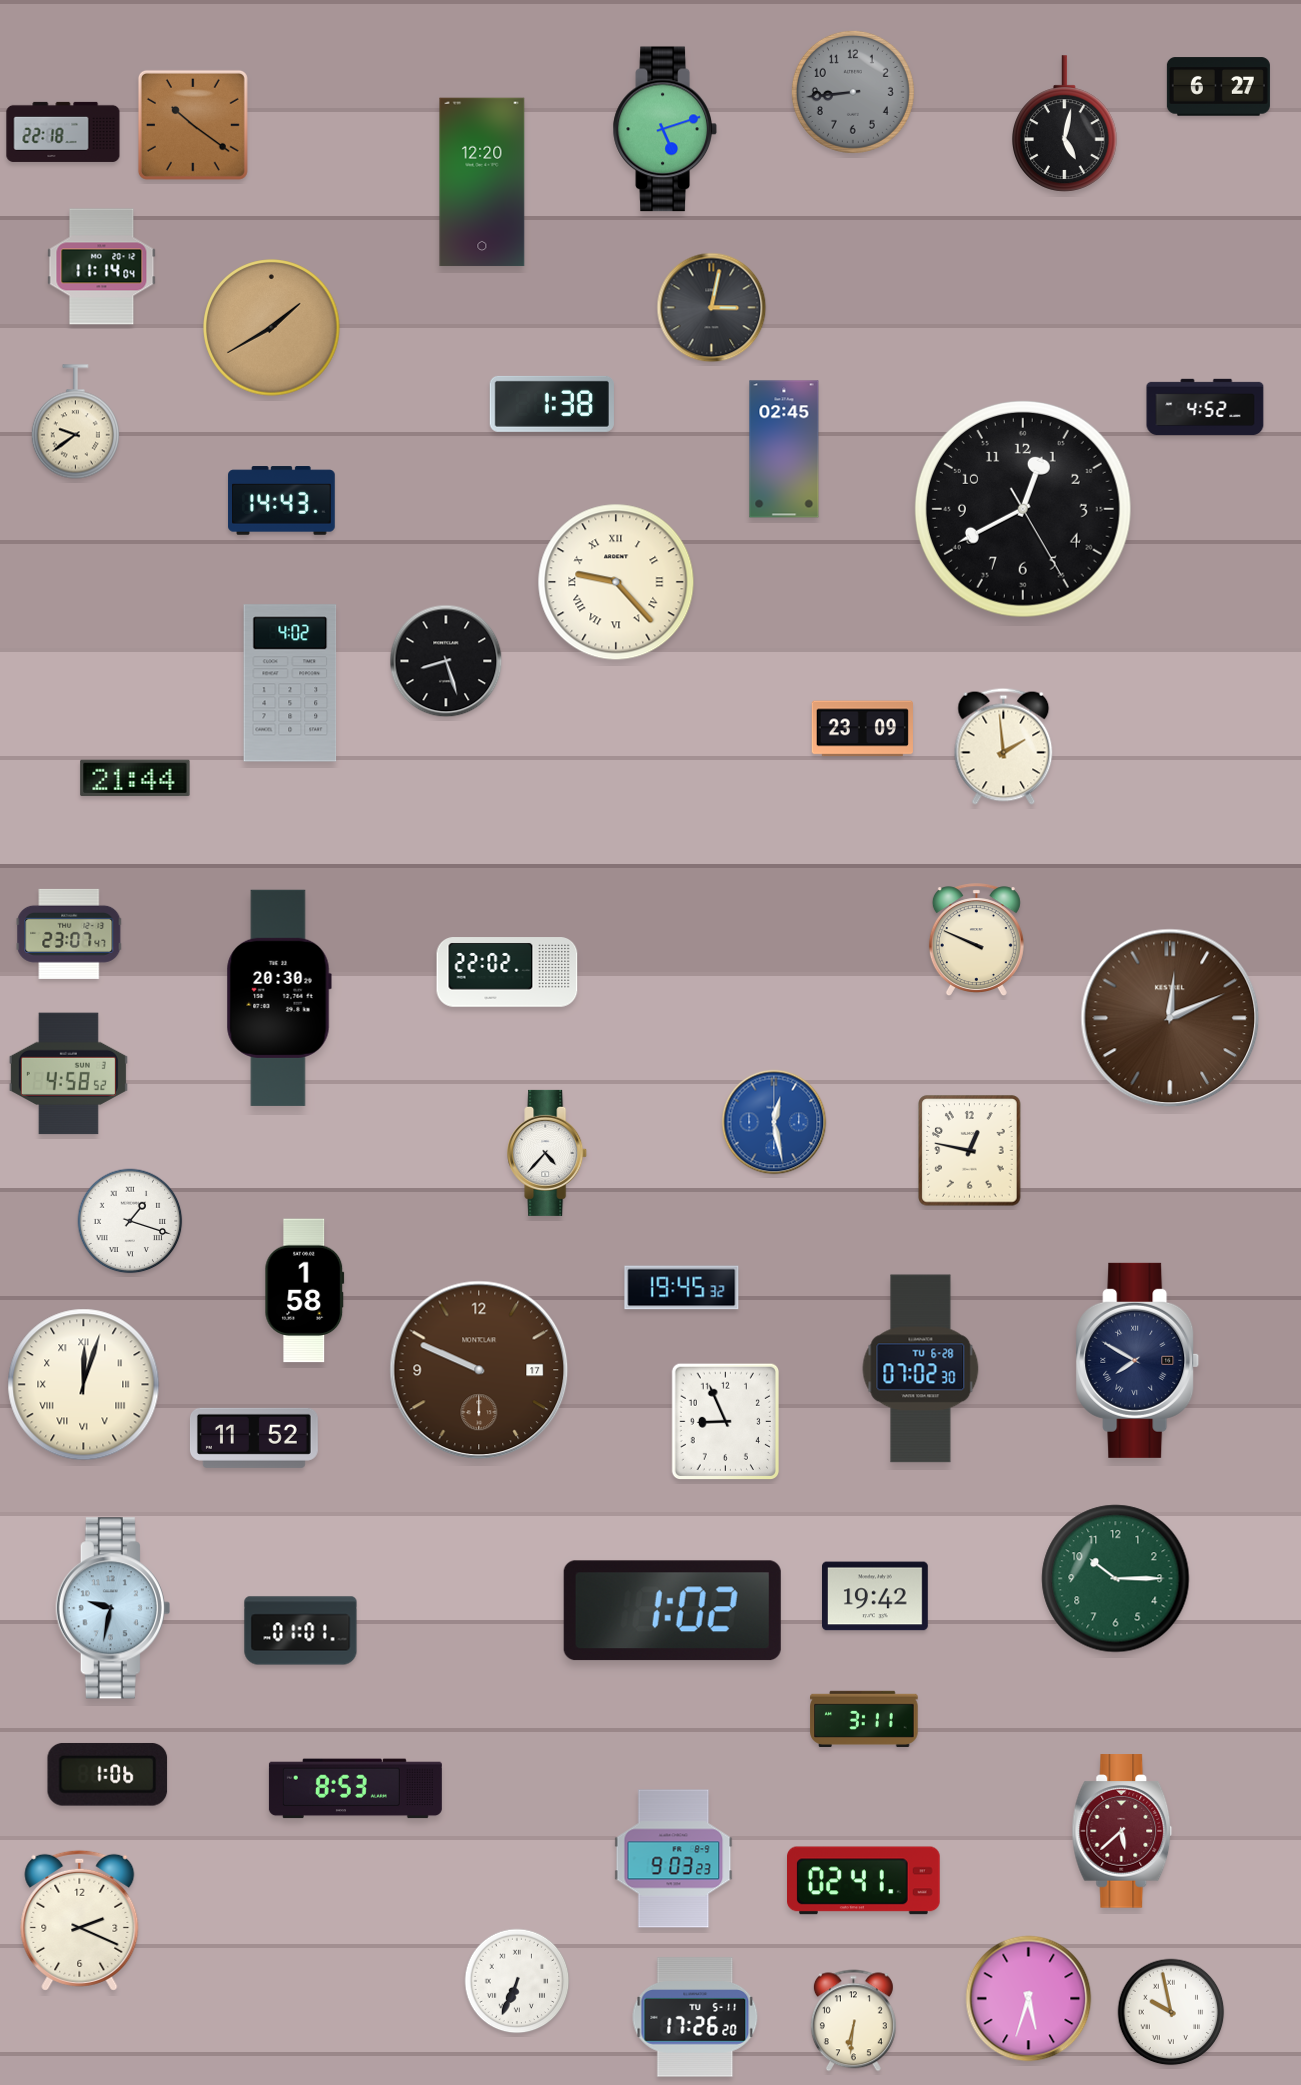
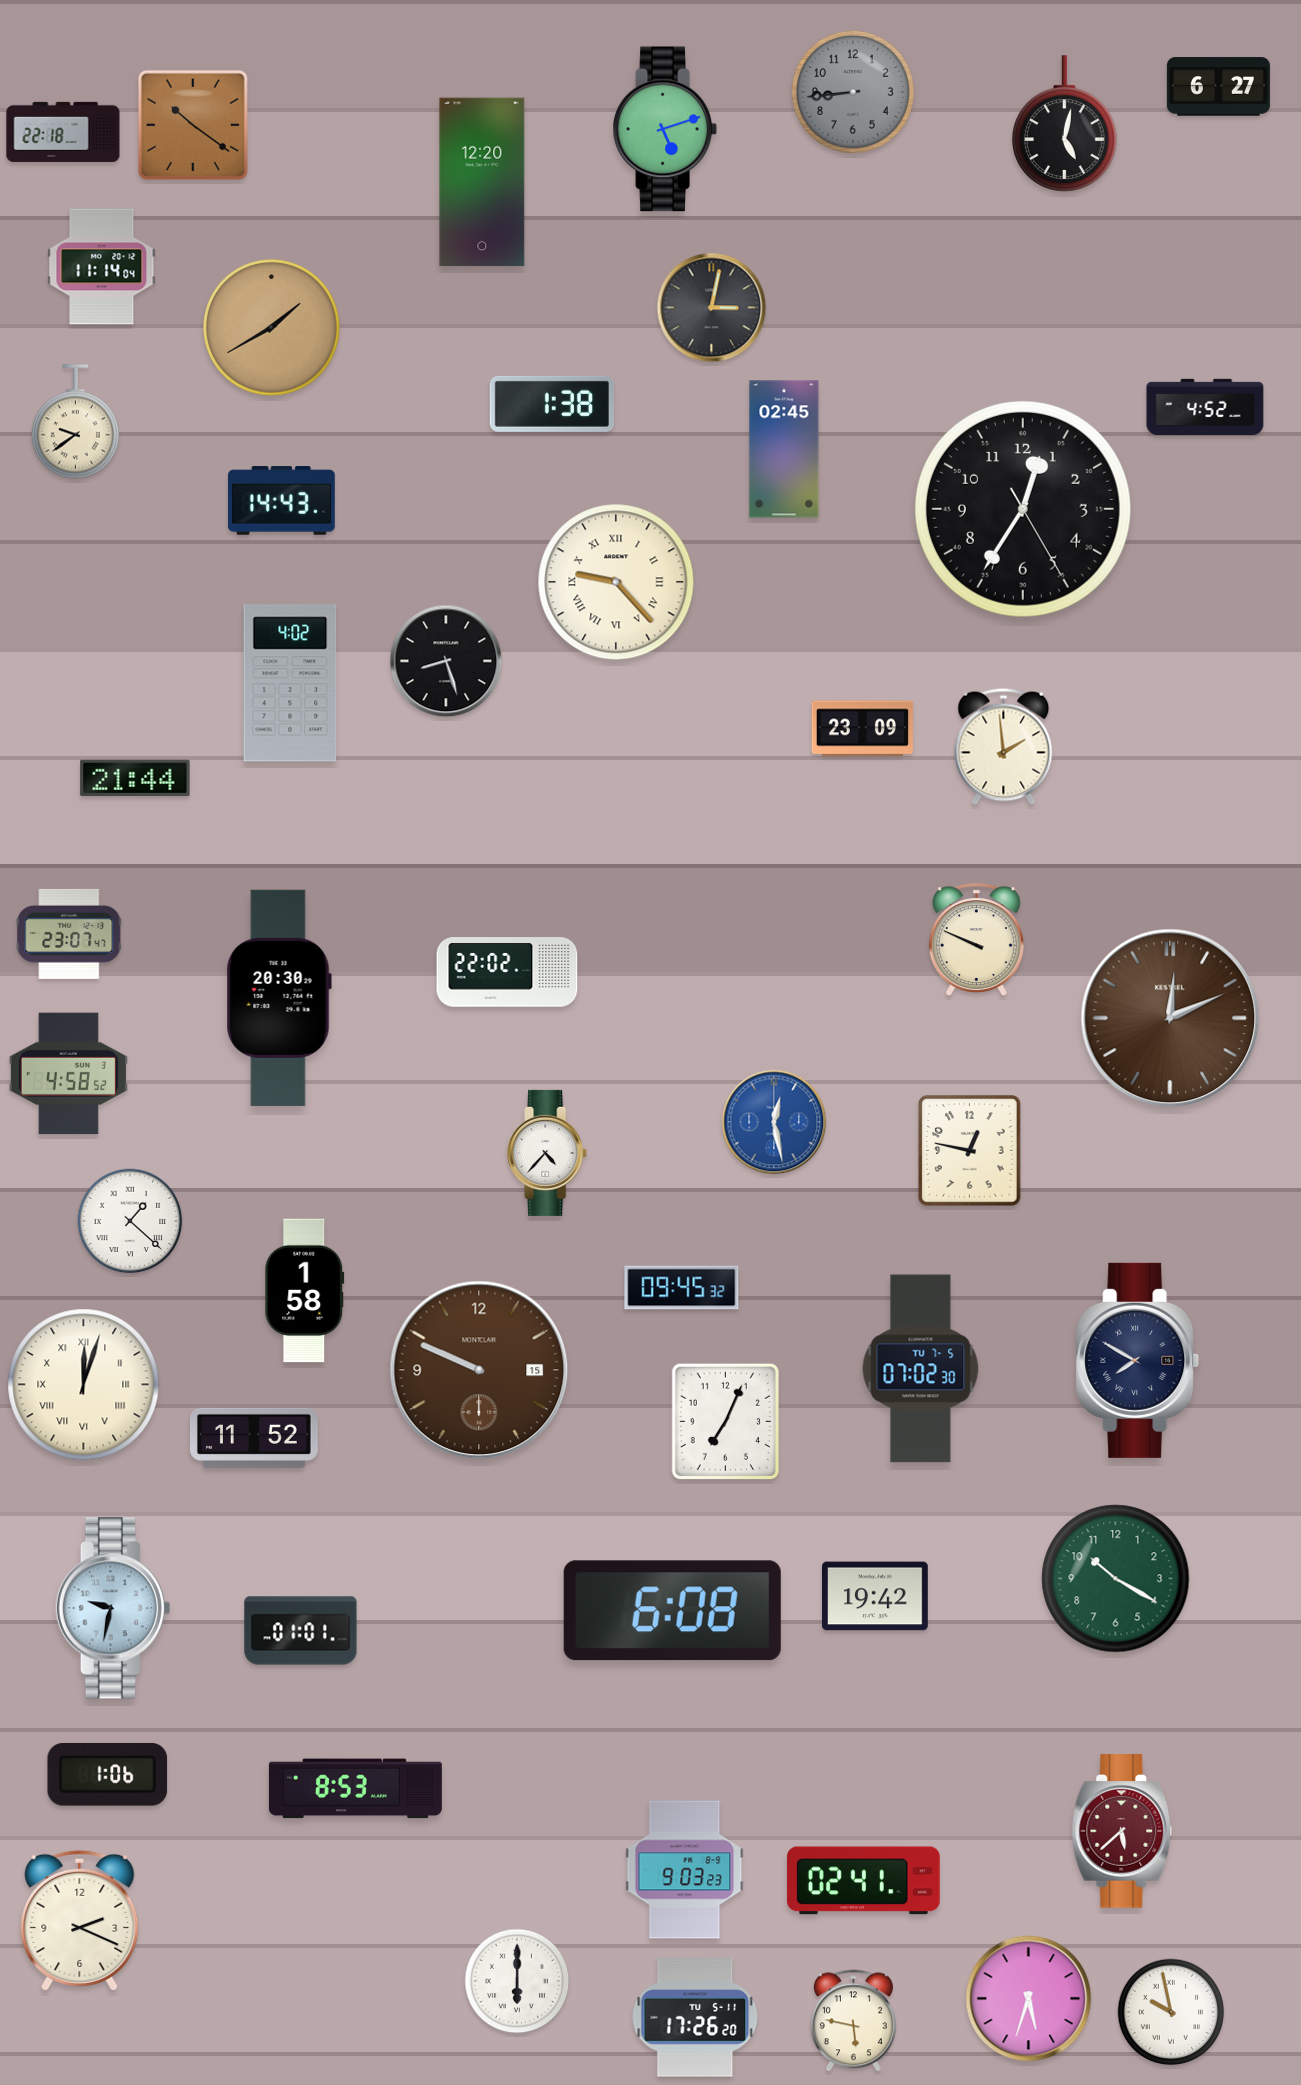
clock at (1023, 509): 12:40 -> 12:35
clock at (130, 1221): 1:18 -> 1:22
clock at (682, 1288): 19:45 -> 09:45
clock at (921, 1369) date: TU 6-28 -> TU 7-5
clock at (479, 1370) date: 17 -> 15
clock at (725, 1421): 8:56 -> 7:04
clock at (1116, 1579): 10:15 -> 10:20
clock at (672, 1611): 1:02 -> 6:08
clock at (864, 1718): 3:11 -> none
clock at (674, 1859) position: (674, 1859) -> (685, 1870)
clock at (517, 1981): 6:34 -> 6:00
clock at (853, 2021): 6:31 -> 5:47
